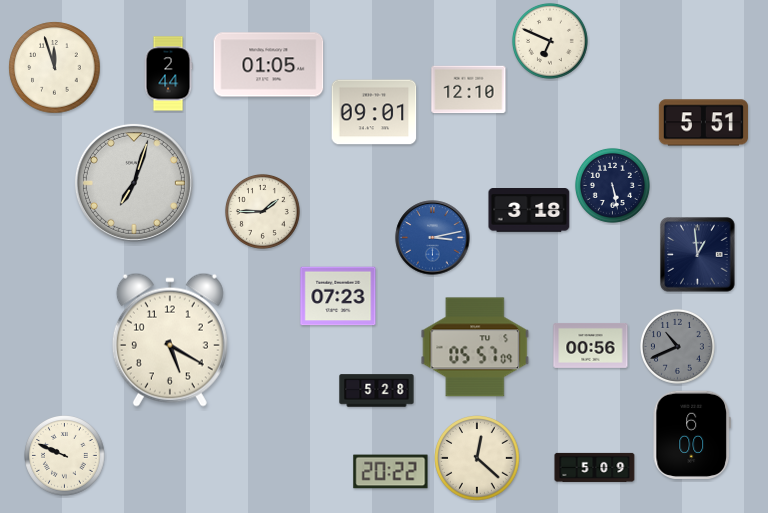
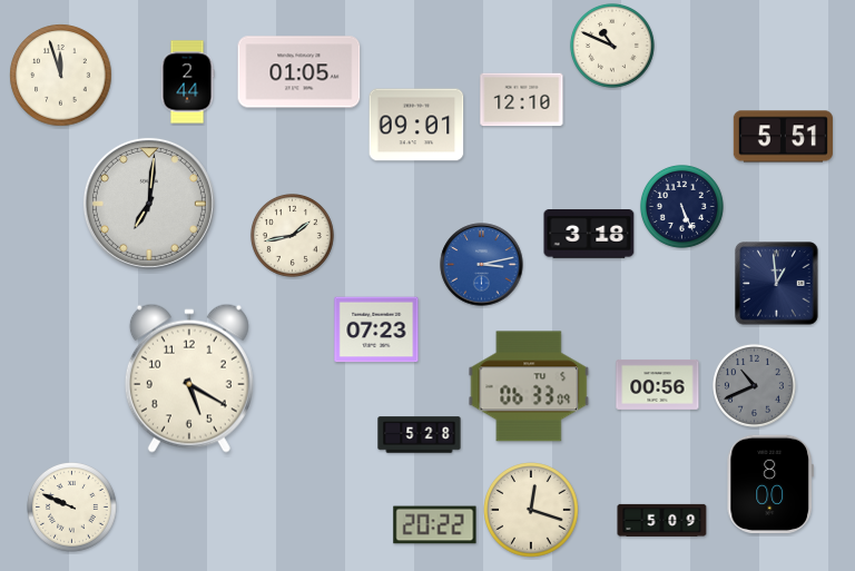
clock at (550, 41): 6:49 -> 10:49
clock at (134, 183): 7:03 -> 7:01
clock at (612, 185): 5:28 -> 5:26
clock at (262, 211): 1:45 -> 1:43
clock at (475, 347): 05:57 -> 06:33
clock at (692, 435): 6:00 -> 8:00
clock at (477, 458): 12:22 -> 12:18
